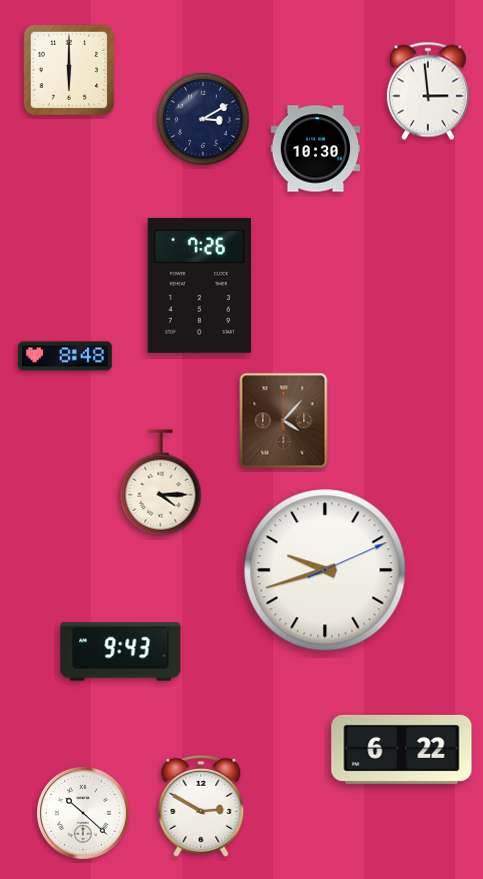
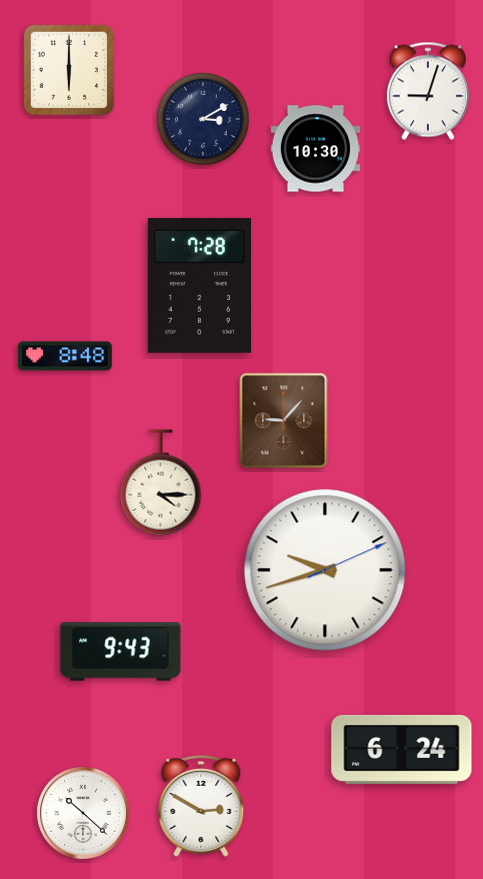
clock at (428, 91): 2:59 -> 9:03
clock at (199, 285): 7:26 -> 7:28
clock at (284, 421): 4:07 -> 9:07
clock at (402, 749): 6:22 -> 6:24
